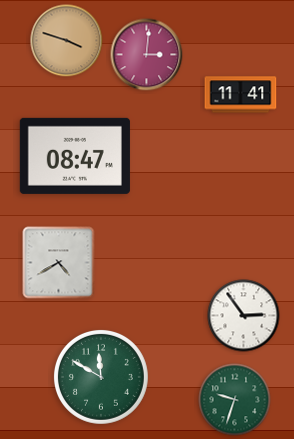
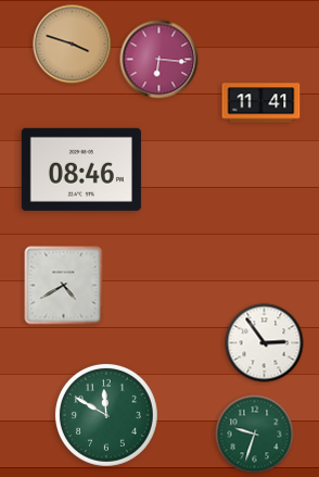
clock at (147, 55): 3:01 -> 6:16
clock at (75, 156): 08:47 -> 08:46
clock at (101, 377) position: (101, 377) -> (106, 415)
